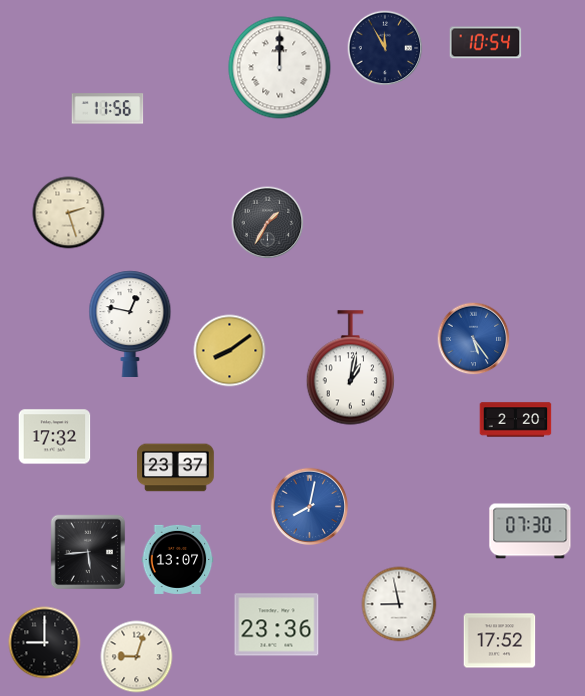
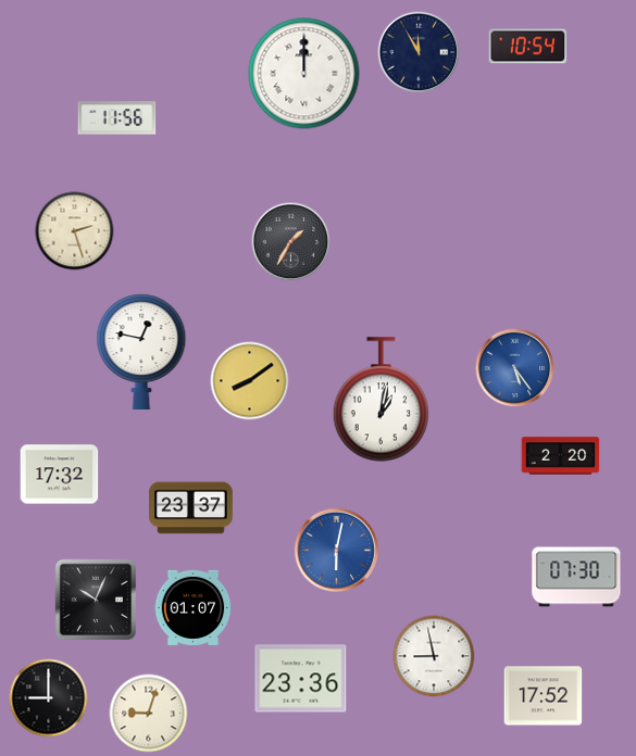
clock at (310, 507): 8:02 -> 6:02
clock at (88, 552): 5:44 -> 10:04
clock at (178, 559): 13:07 -> 01:07
